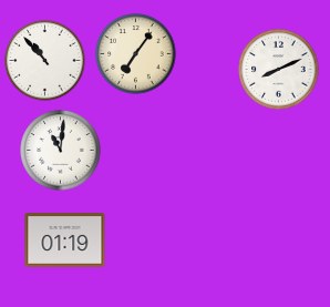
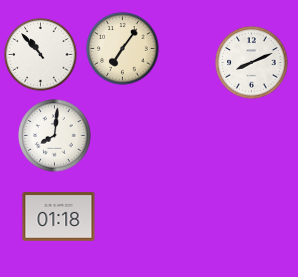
clock at (61, 151): 11:01 -> 8:01
clock at (65, 241): 01:19 -> 01:18
